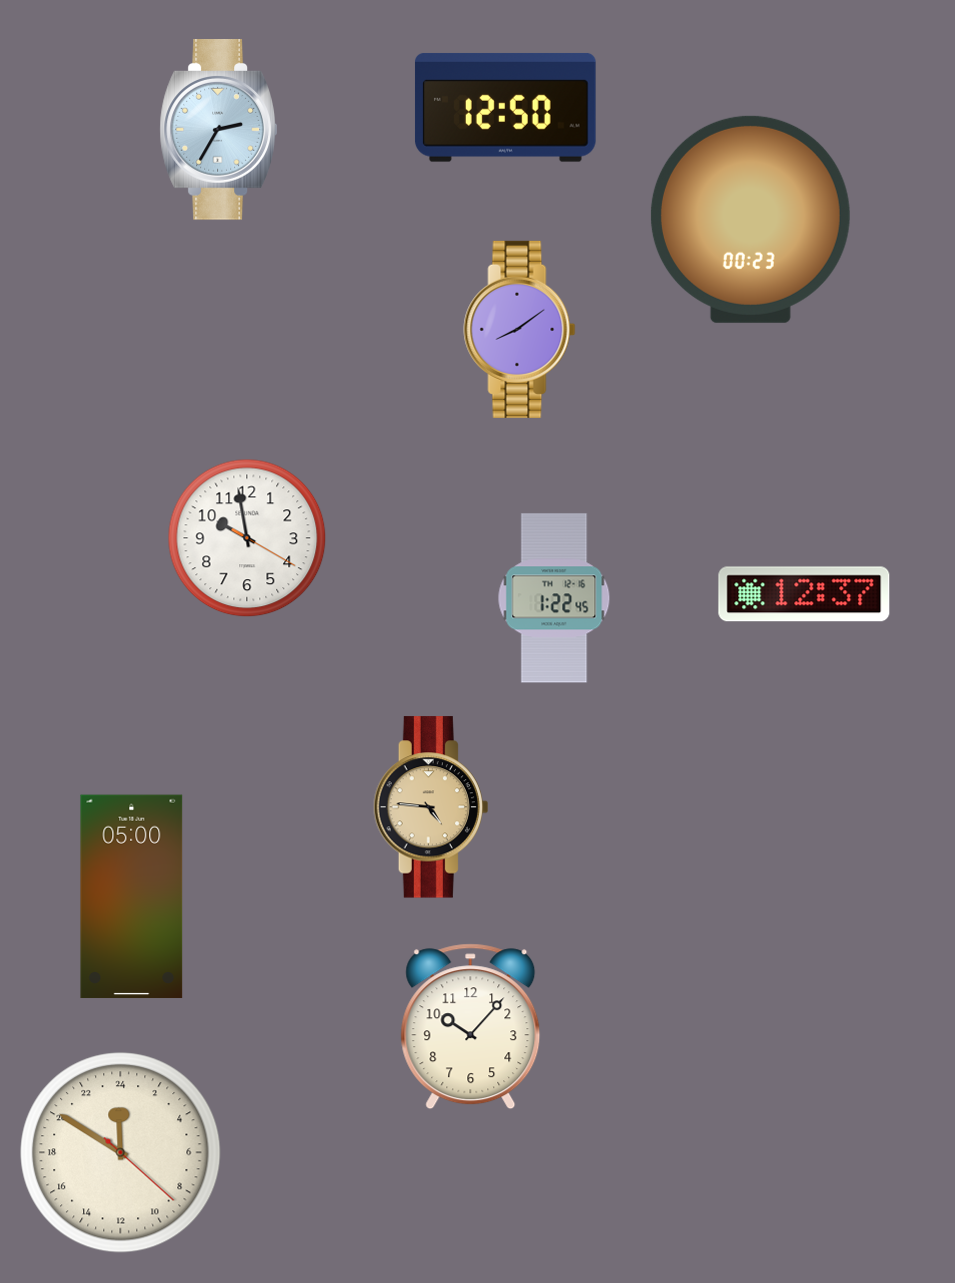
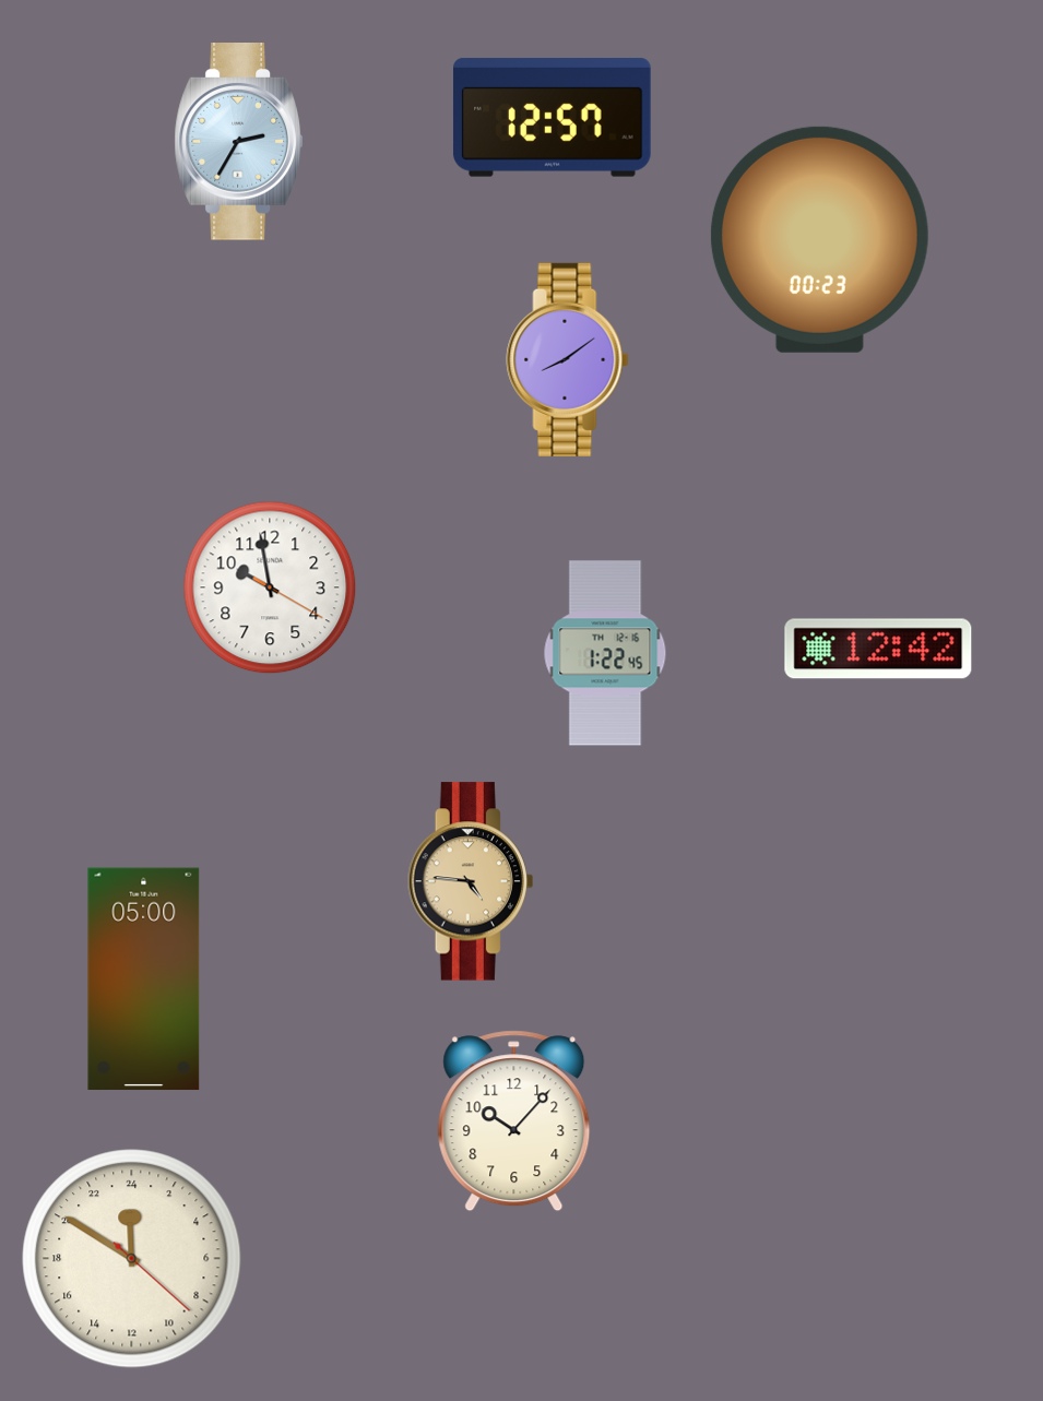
clock at (505, 107): 12:50 -> 12:57
clock at (804, 594): 12:37 -> 12:42
